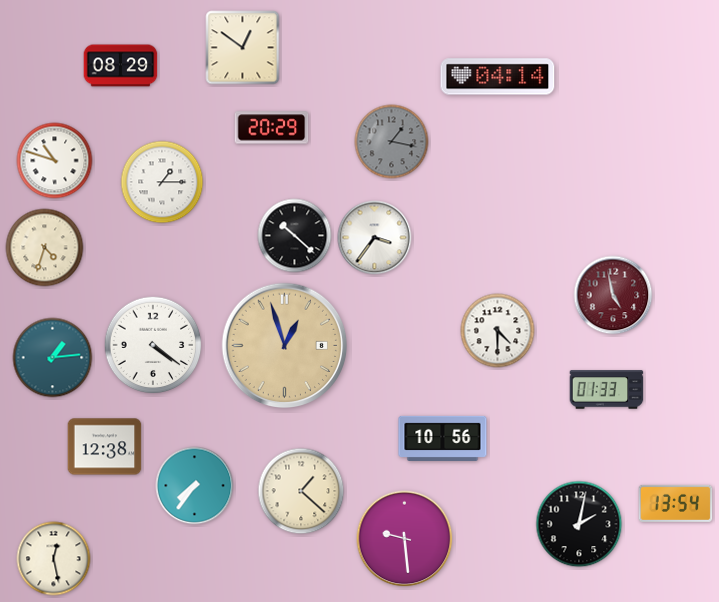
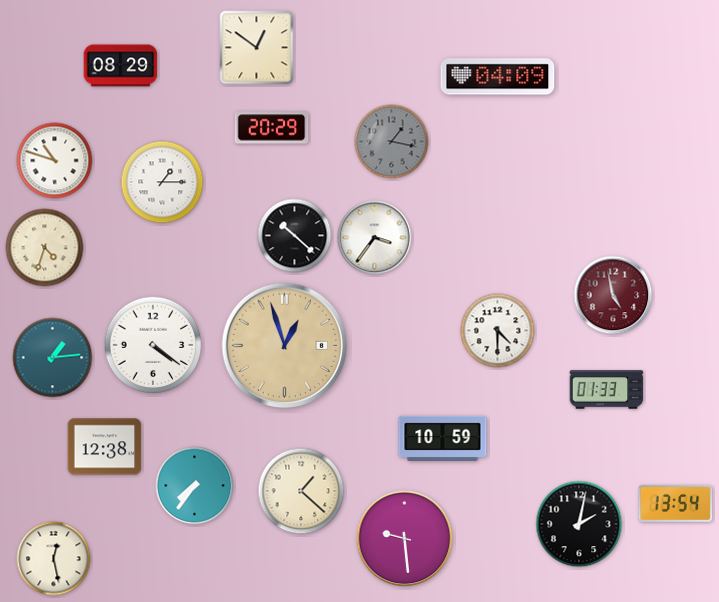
clock at (243, 48) position: (243, 48) -> (257, 48)
clock at (498, 77): 04:14 -> 04:09
clock at (443, 438): 10:56 -> 10:59
